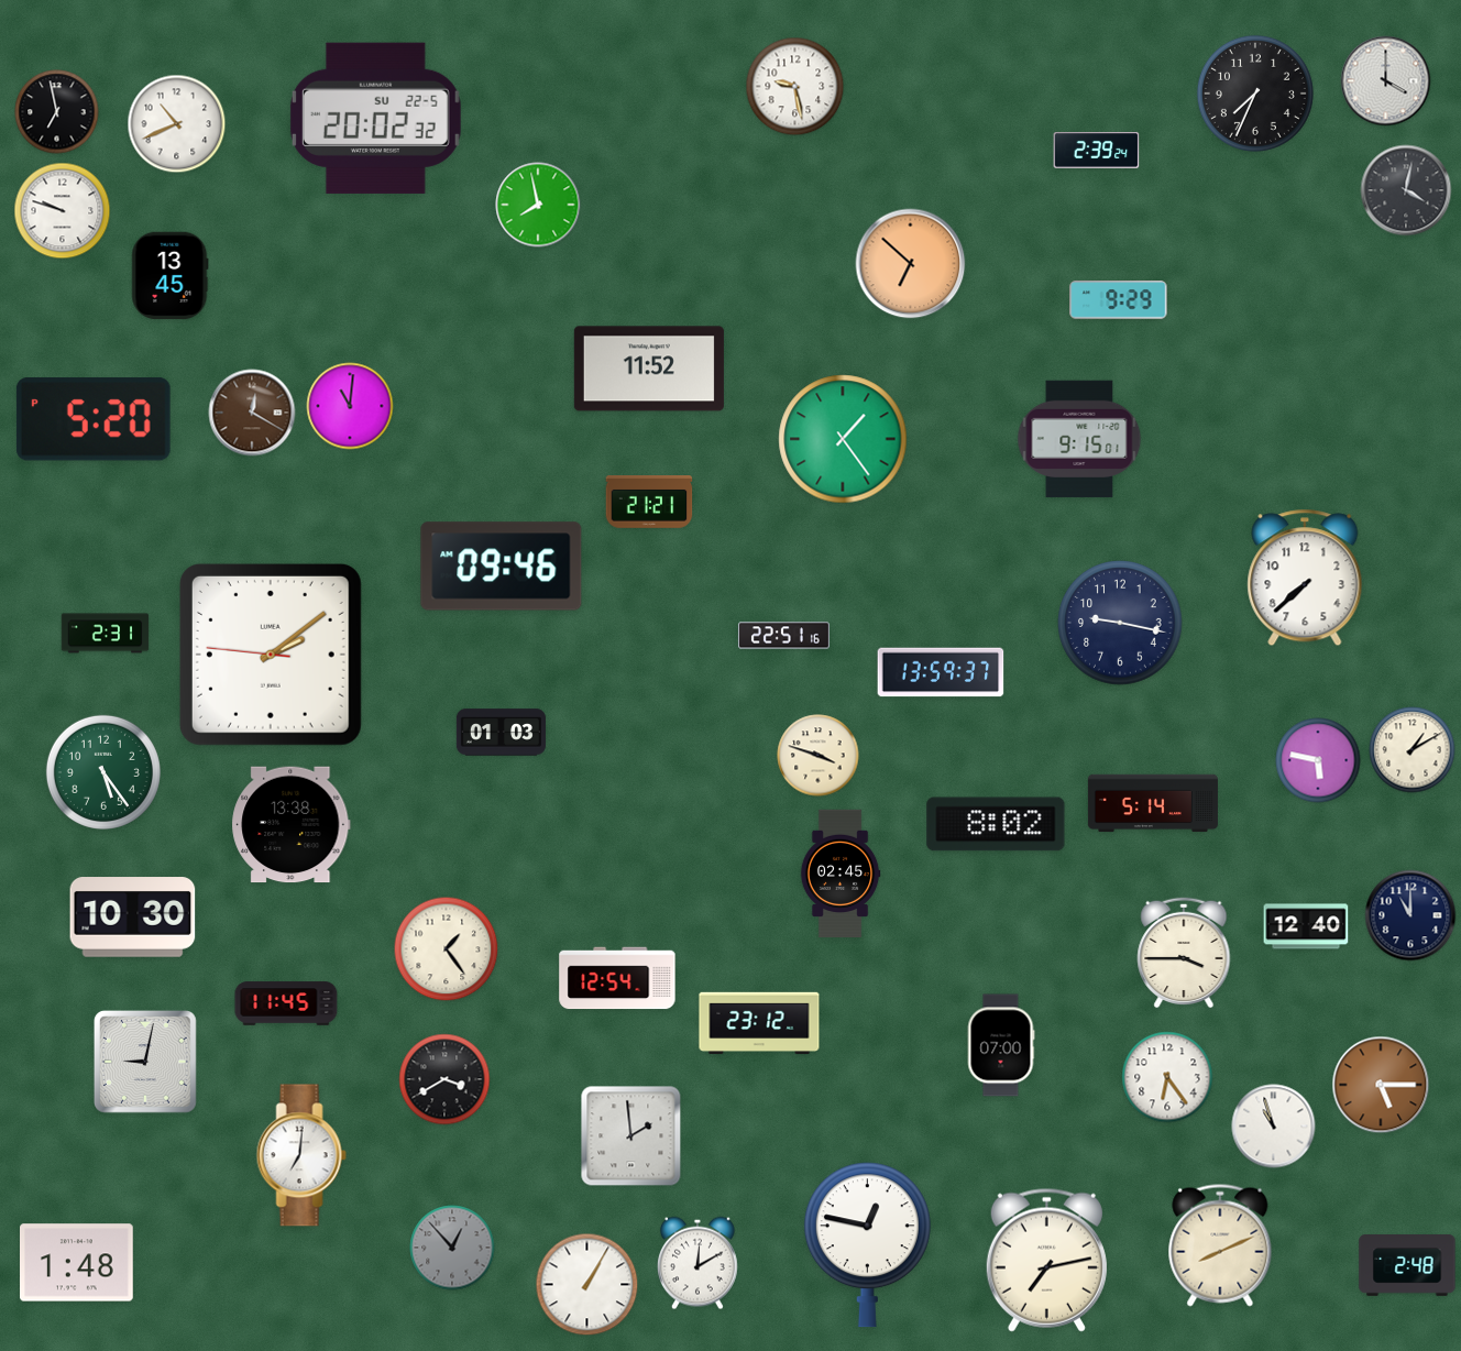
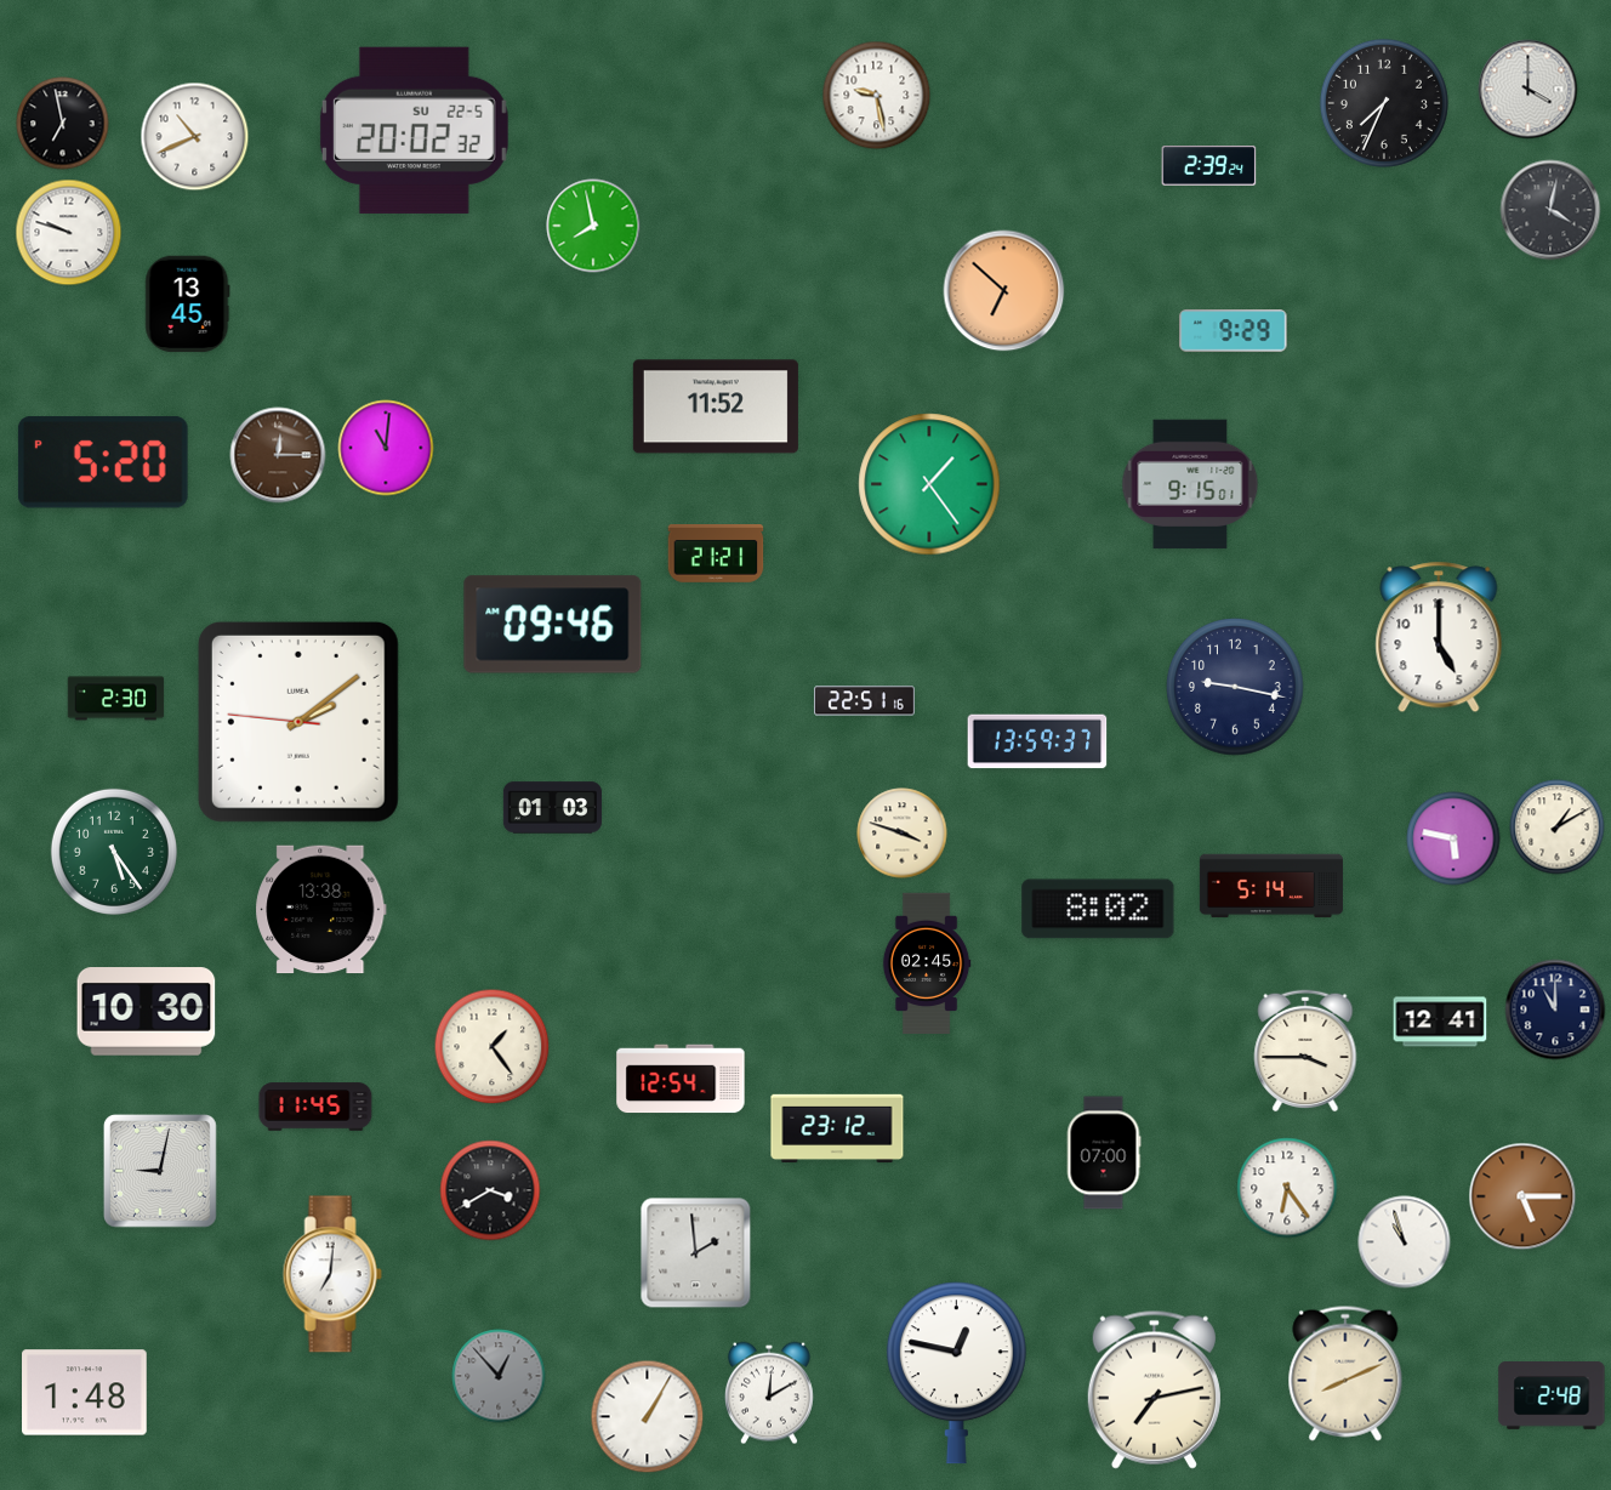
clock at (252, 413): 12:20 -> 12:15
clock at (1305, 578): 7:38 -> 5:00
clock at (106, 634): 2:31 -> 2:30
clock at (1306, 926): 12:40 -> 12:41
